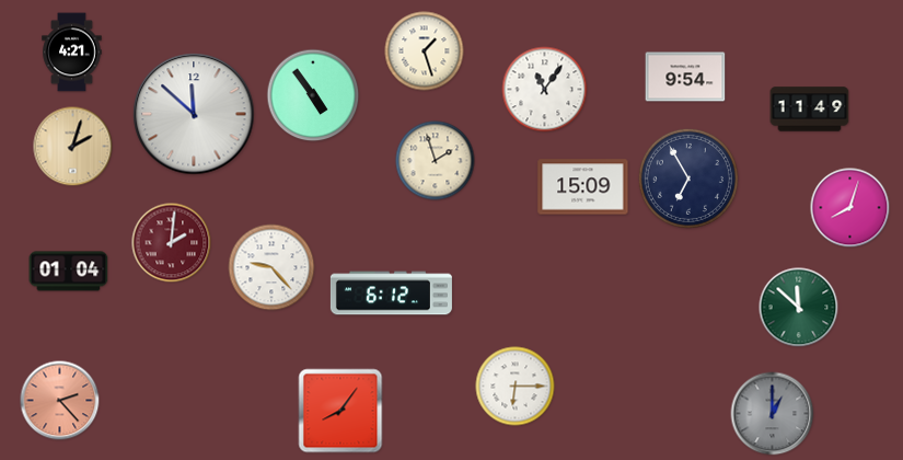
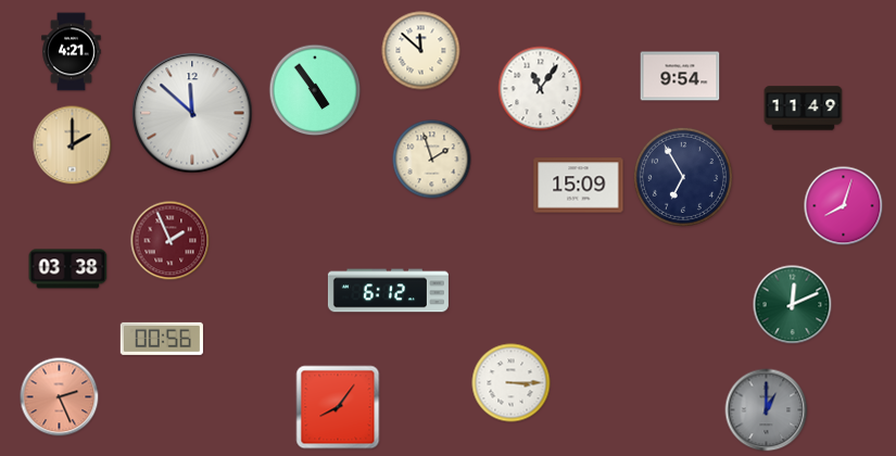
clock at (425, 51): 1:27 -> 11:52
clock at (313, 95) position: (313, 95) -> (315, 90)
clock at (73, 147): 2:03 -> 2:00
clock at (172, 243): 2:01 -> 1:56
clock at (271, 267): 9:23 -> none
clock at (69, 272): 01:04 -> 03:38
clock at (799, 308): 11:52 -> 12:11
clock at (162, 339): none -> 00:56
clock at (516, 387): 6:15 -> 3:15
clock at (60, 401): 2:23 -> 2:26
